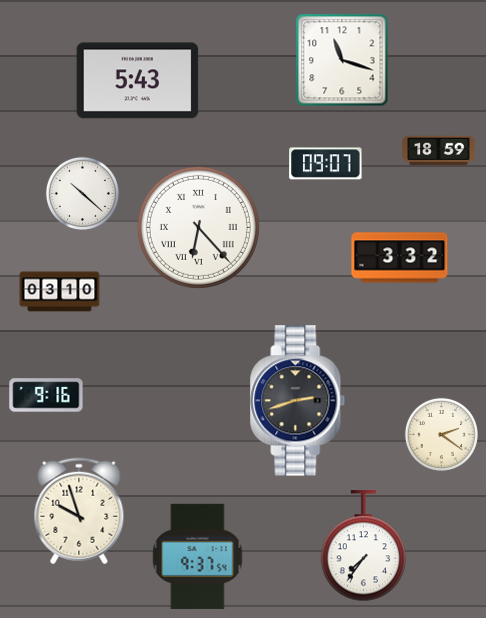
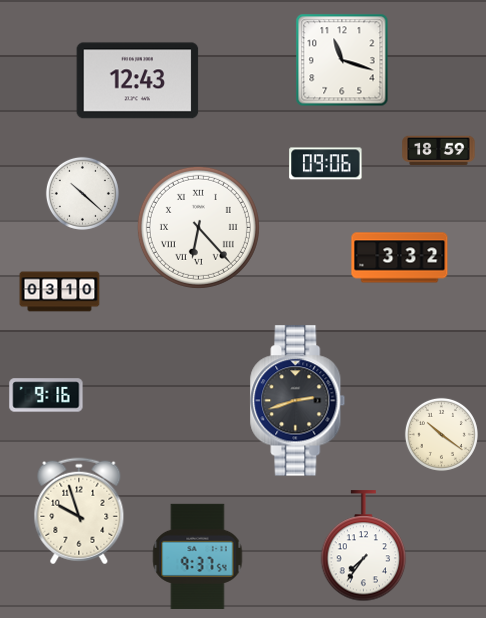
clock at (138, 81): 5:43 -> 12:43
clock at (326, 164): 09:07 -> 09:06
clock at (441, 434): 2:21 -> 10:21
